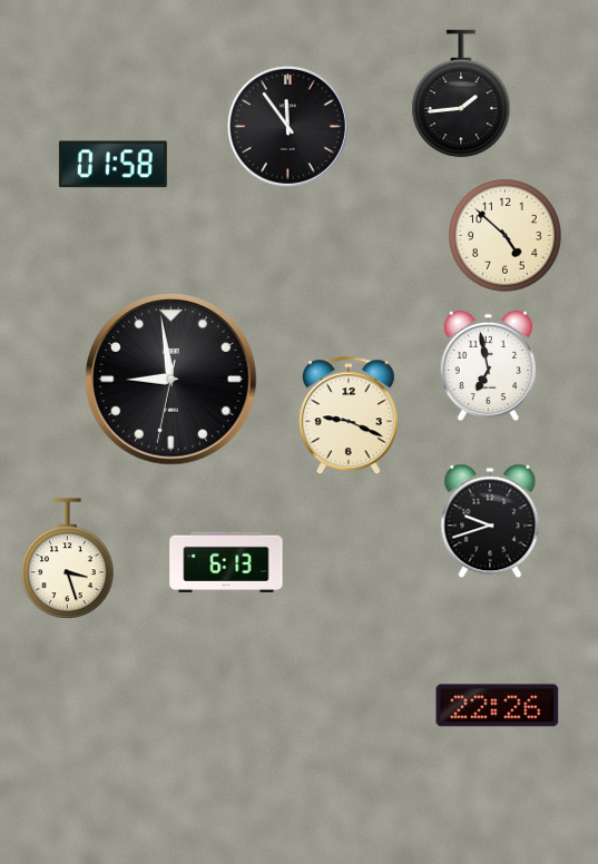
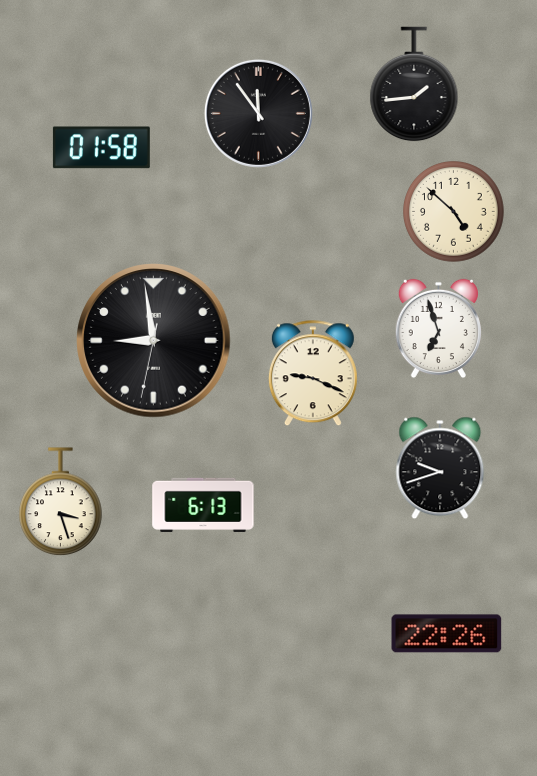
clock at (488, 366): 6:58 -> 6:57
